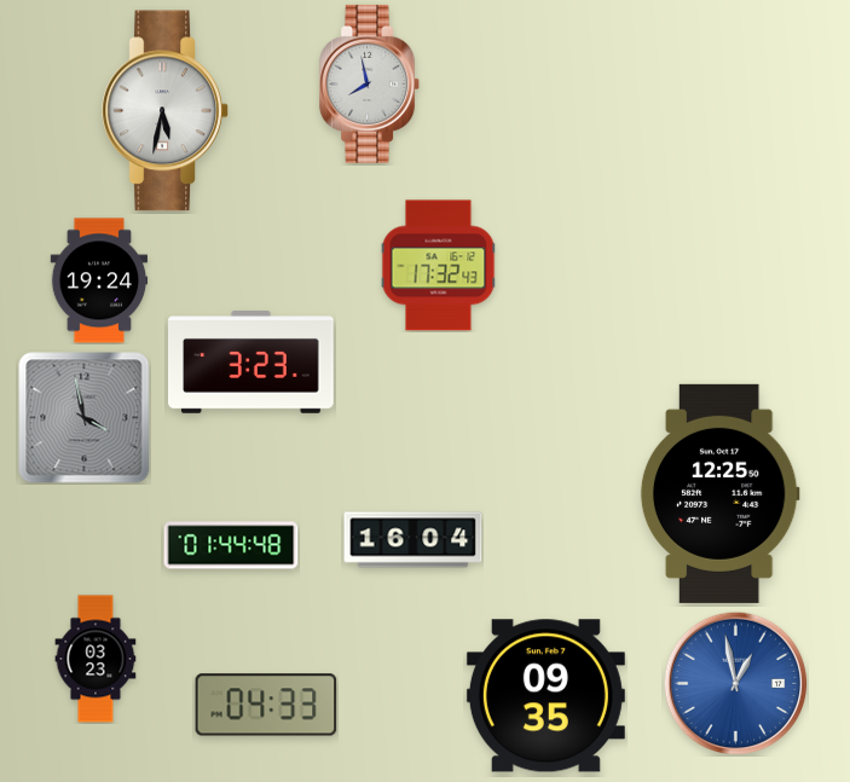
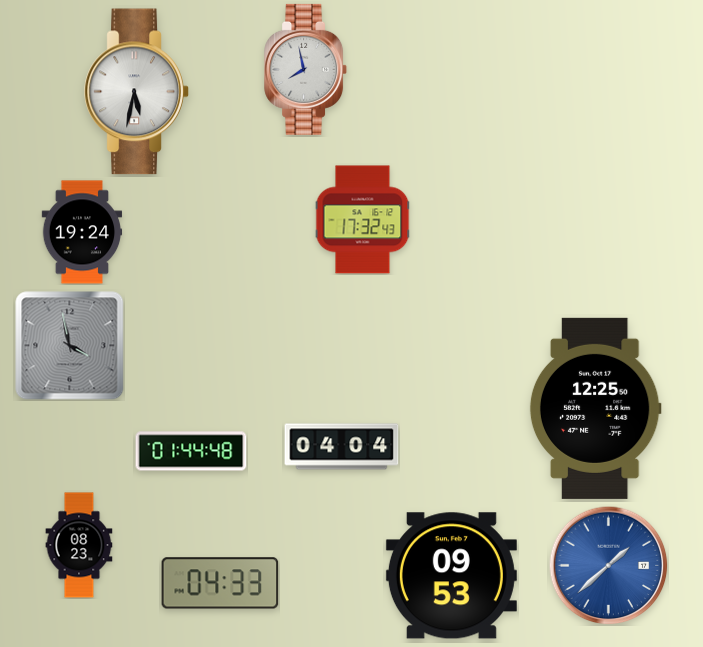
clock at (251, 363): 3:23 -> none
clock at (414, 540): 16:04 -> 04:04
clock at (96, 659): 03:23 -> 08:23
clock at (735, 683): 12:58 -> 1:38
clock at (545, 696): 09:35 -> 09:53
